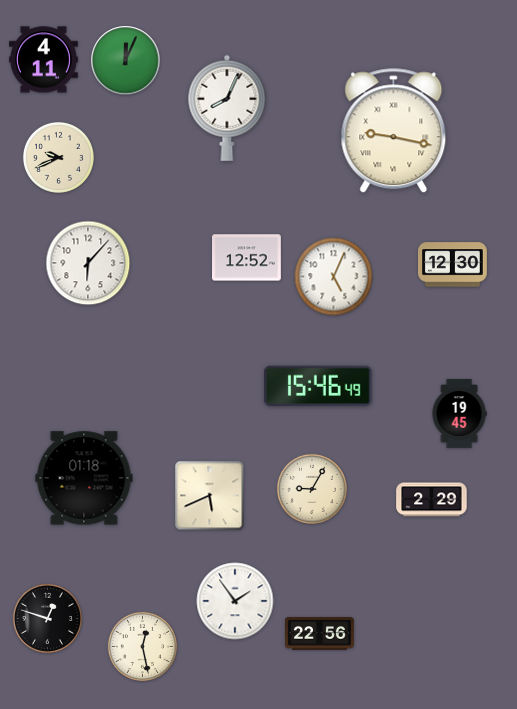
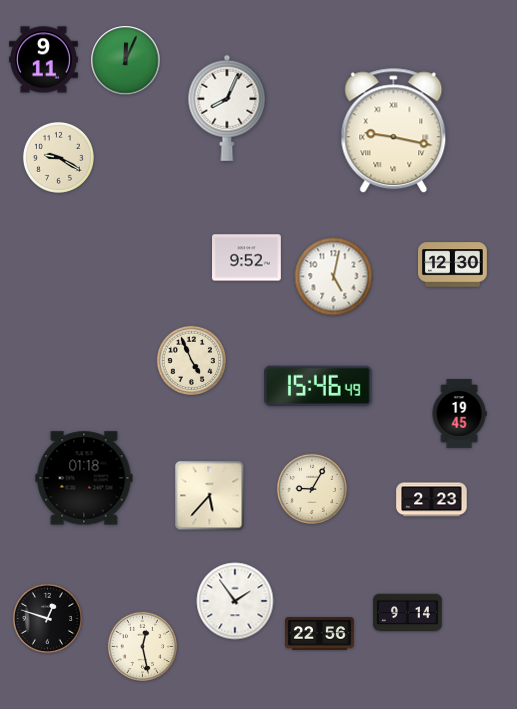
clock at (44, 60): 4:11 -> 9:11
clock at (58, 157): 9:41 -> 9:20
clock at (247, 258): 12:52 -> 9:52
clock at (88, 263): 6:07 -> none
clock at (334, 277): 5:04 -> 5:02
clock at (191, 360): none -> 4:56
clock at (210, 496): 5:41 -> 5:37
clock at (432, 500): 2:29 -> 2:23
clock at (408, 613): none -> 9:14
